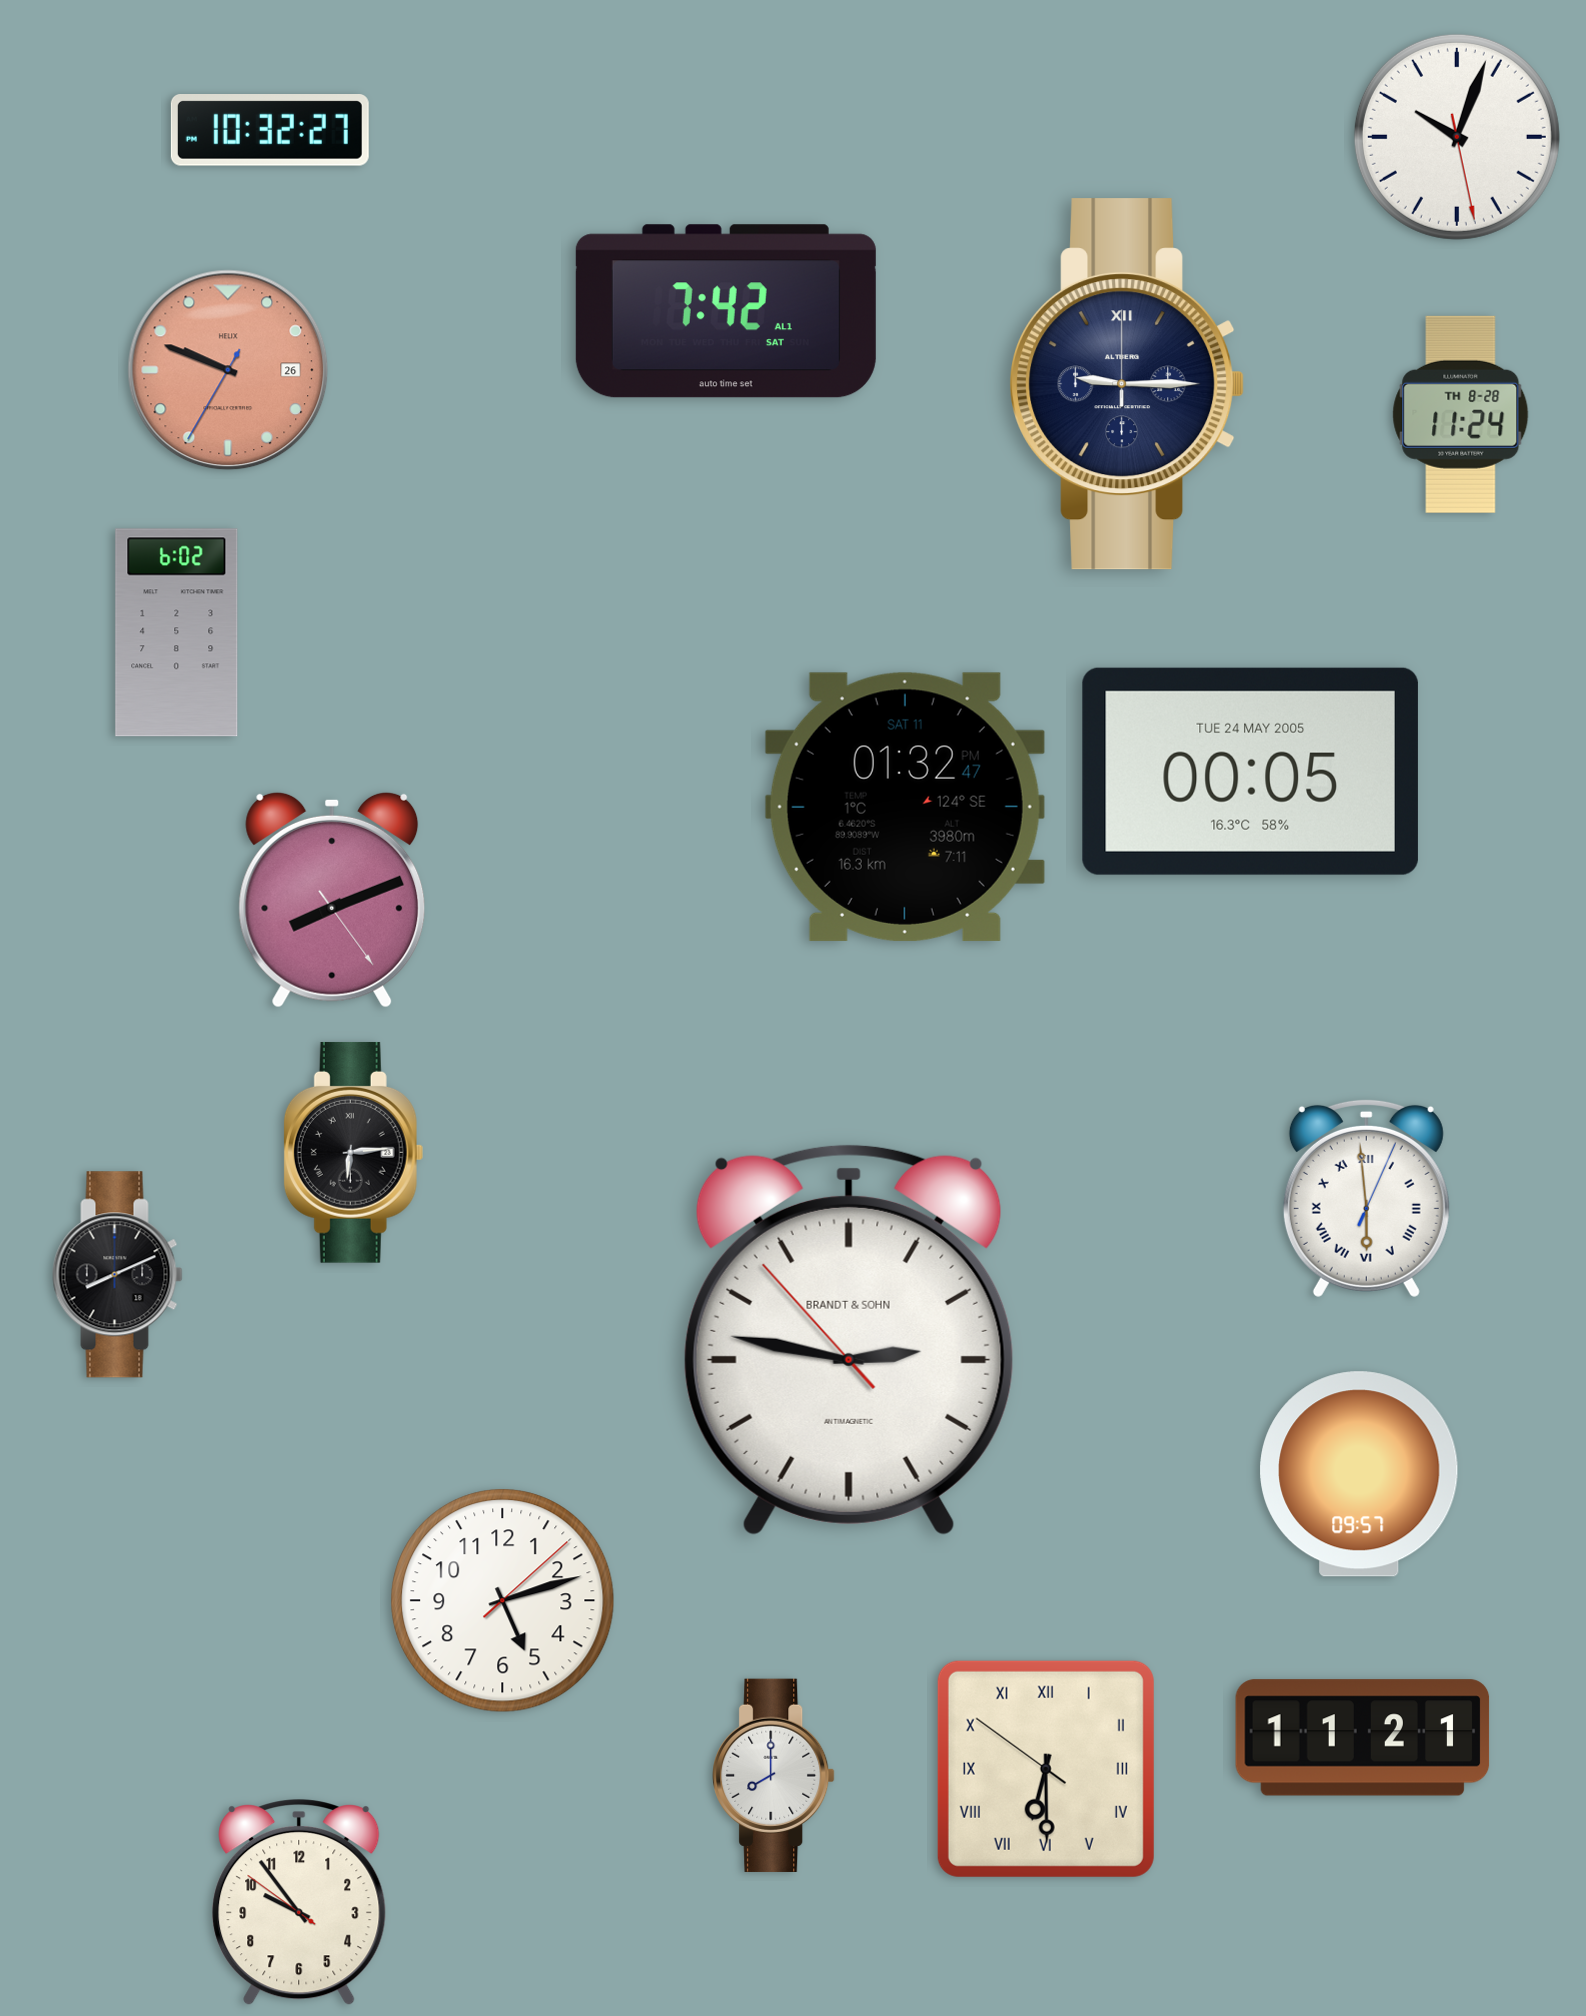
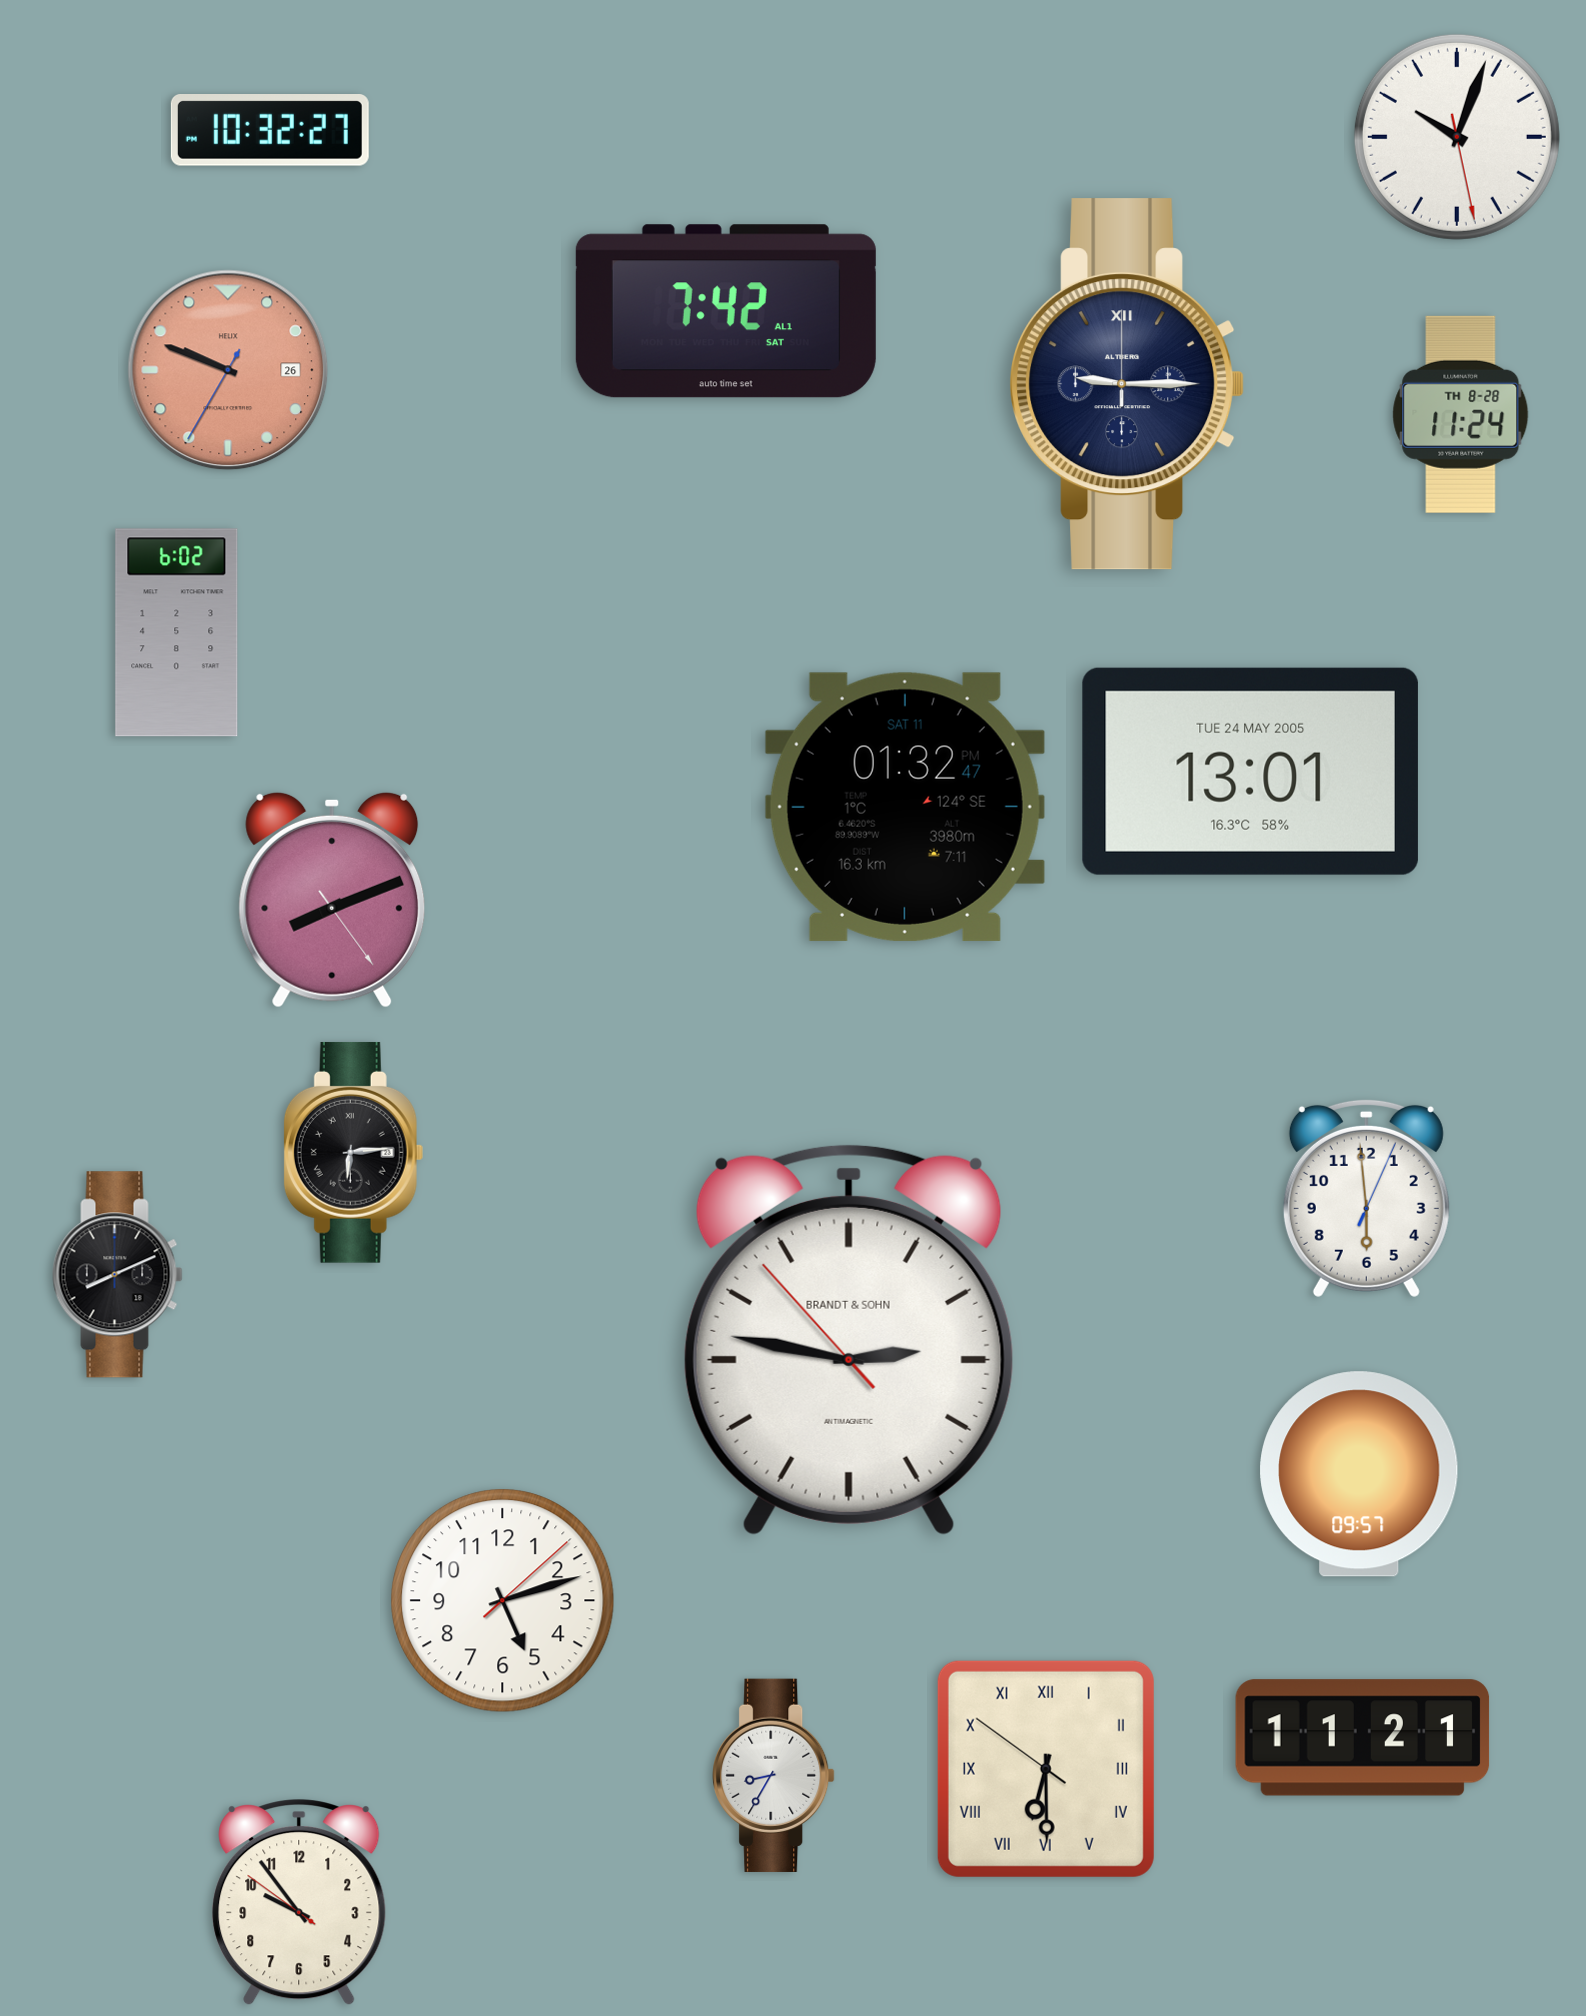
clock at (1250, 771): 00:05 -> 13:01
clock at (1366, 1198) numerals: Roman -> Arabic
clock at (774, 1775): 8:00 -> 8:35
